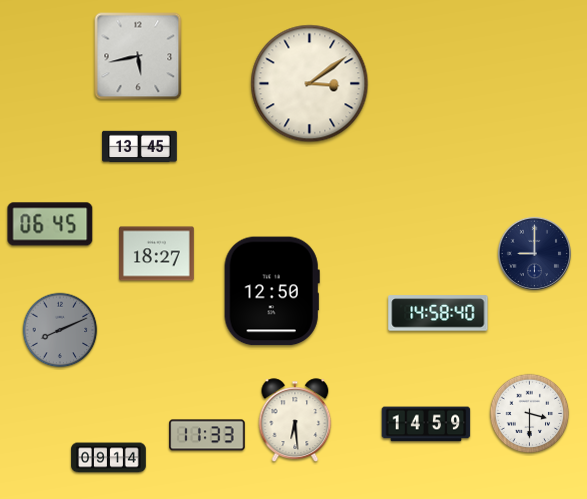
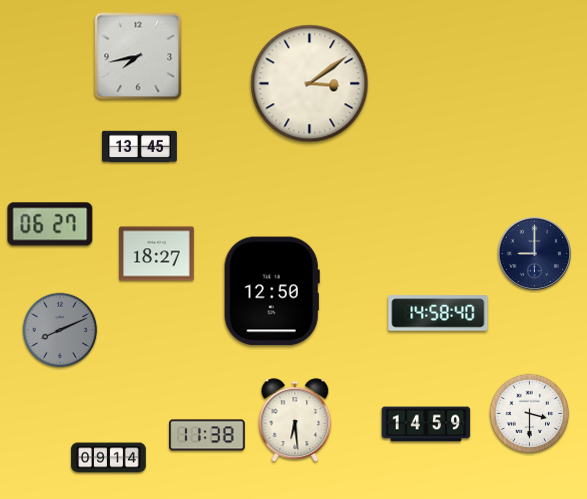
clock at (138, 56): 5:43 -> 7:43
clock at (50, 224): 06:45 -> 06:27
clock at (207, 435): 11:33 -> 11:38
